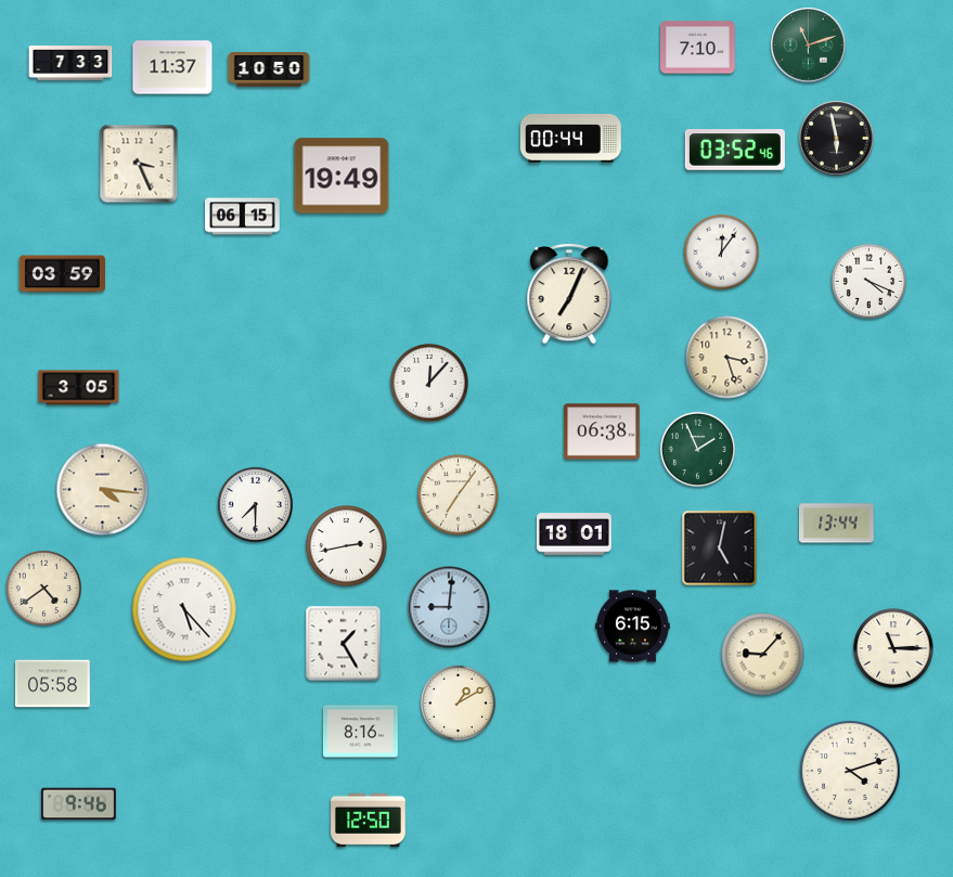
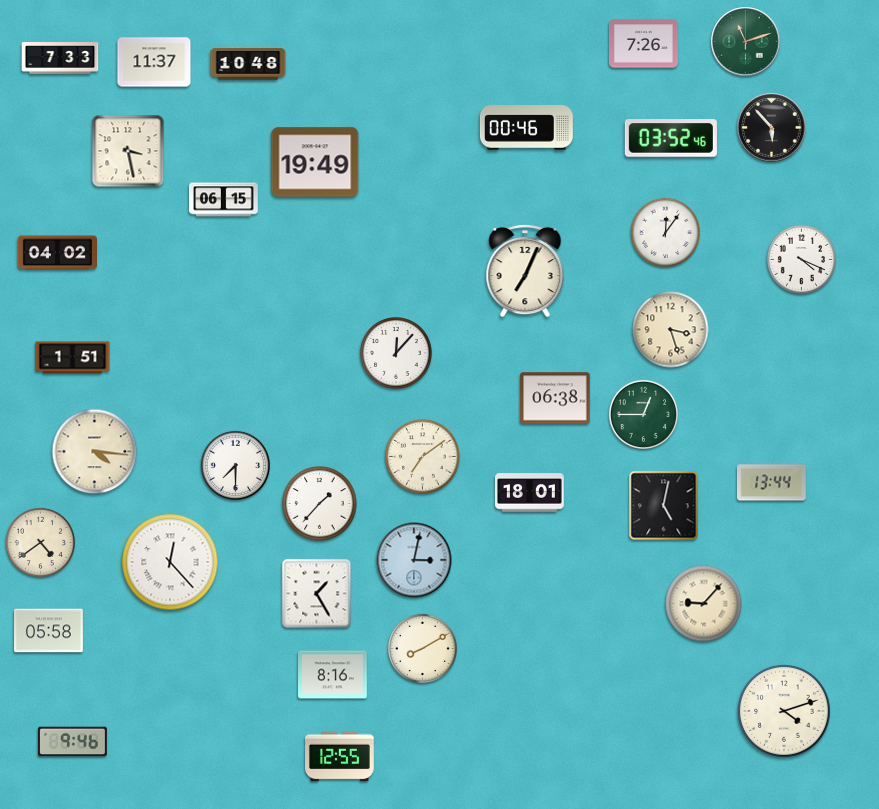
clock at (698, 48): 7:10 -> 7:26
clock at (70, 63) position: (70, 63) -> (60, 58)
clock at (172, 67) position: (172, 67) -> (154, 62)
clock at (269, 69): 10:50 -> 10:48
clock at (570, 139): 00:44 -> 00:46
clock at (837, 139): 5:58 -> 5:53
clock at (735, 150) position: (735, 150) -> (671, 138)
clock at (139, 164): 3:26 -> 3:28
clock at (62, 274): 03:59 -> 04:02
clock at (79, 388): 3:05 -> 1:51
clock at (697, 449): 1:56 -> 12:45
clock at (459, 495): 7:06 -> 7:09
clock at (347, 546): 2:43 -> 1:37
clock at (449, 607): 9:01 -> 3:02
clock at (184, 609): 5:23 -> 12:23
clock at (633, 627): 6:15 -> none
clock at (893, 648): 11:15 -> none
clock at (458, 702): 1:10 -> 8:10
clock at (369, 821): 12:50 -> 12:55
